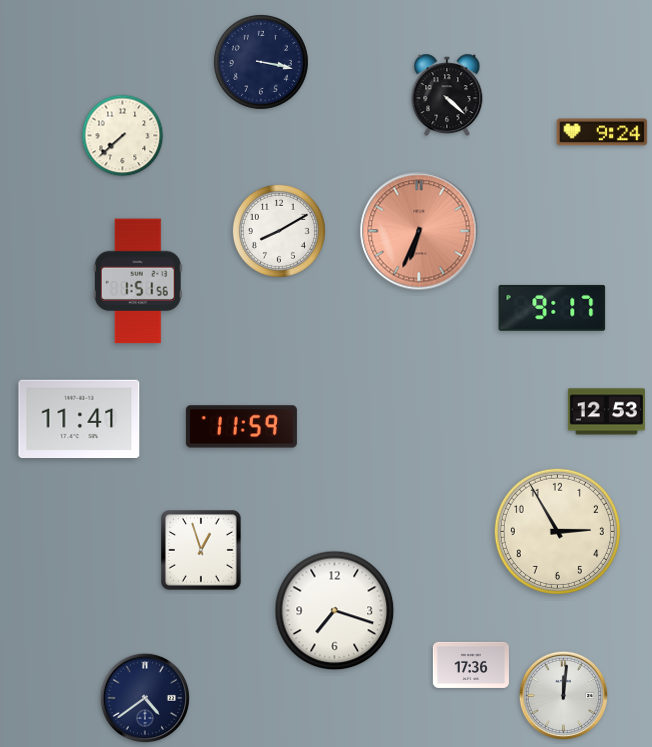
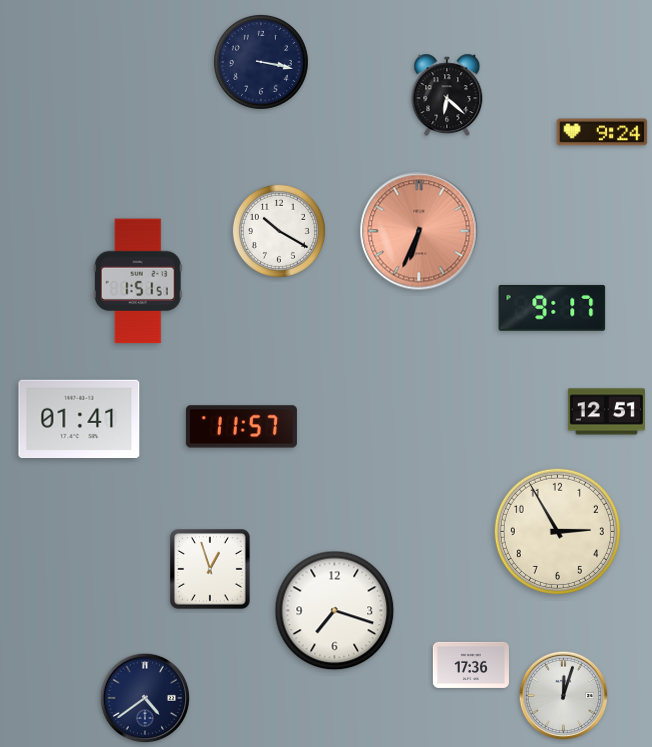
clock at (447, 95): 4:22 -> 6:22
clock at (123, 136): 7:38 -> none
clock at (279, 231): 8:10 -> 10:20
clock at (138, 281): 1:51:56 -> 1:51:51
clock at (606, 412): 12:53 -> 12:51
clock at (79, 418): 11:41 -> 01:41
clock at (241, 427): 11:59 -> 11:57
clock at (202, 551) position: (202, 551) -> (211, 570)
clock at (563, 695): 12:01 -> 12:03
